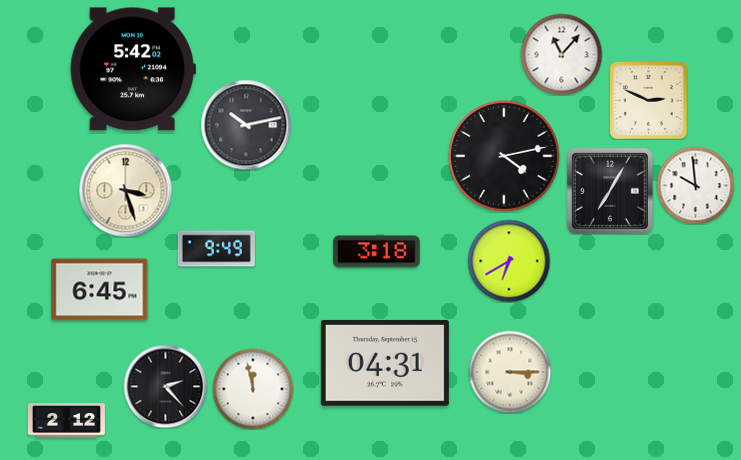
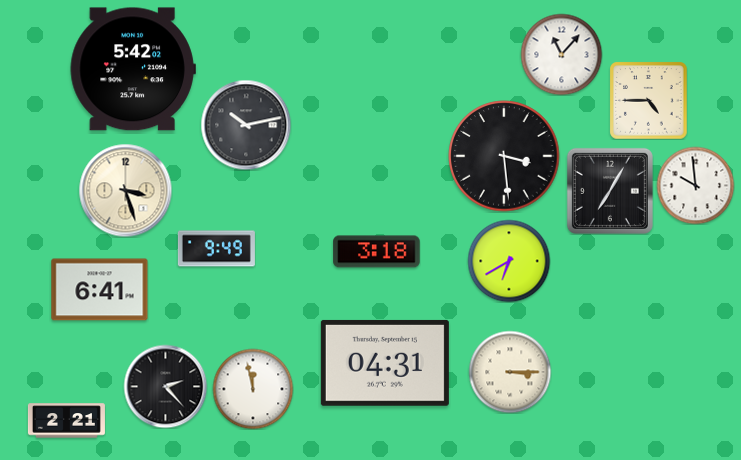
clock at (648, 100): 2:49 -> 4:45
clock at (504, 156): 4:13 -> 3:29
clock at (100, 290): 6:45 -> 6:41
clock at (66, 421): 2:12 -> 2:21
